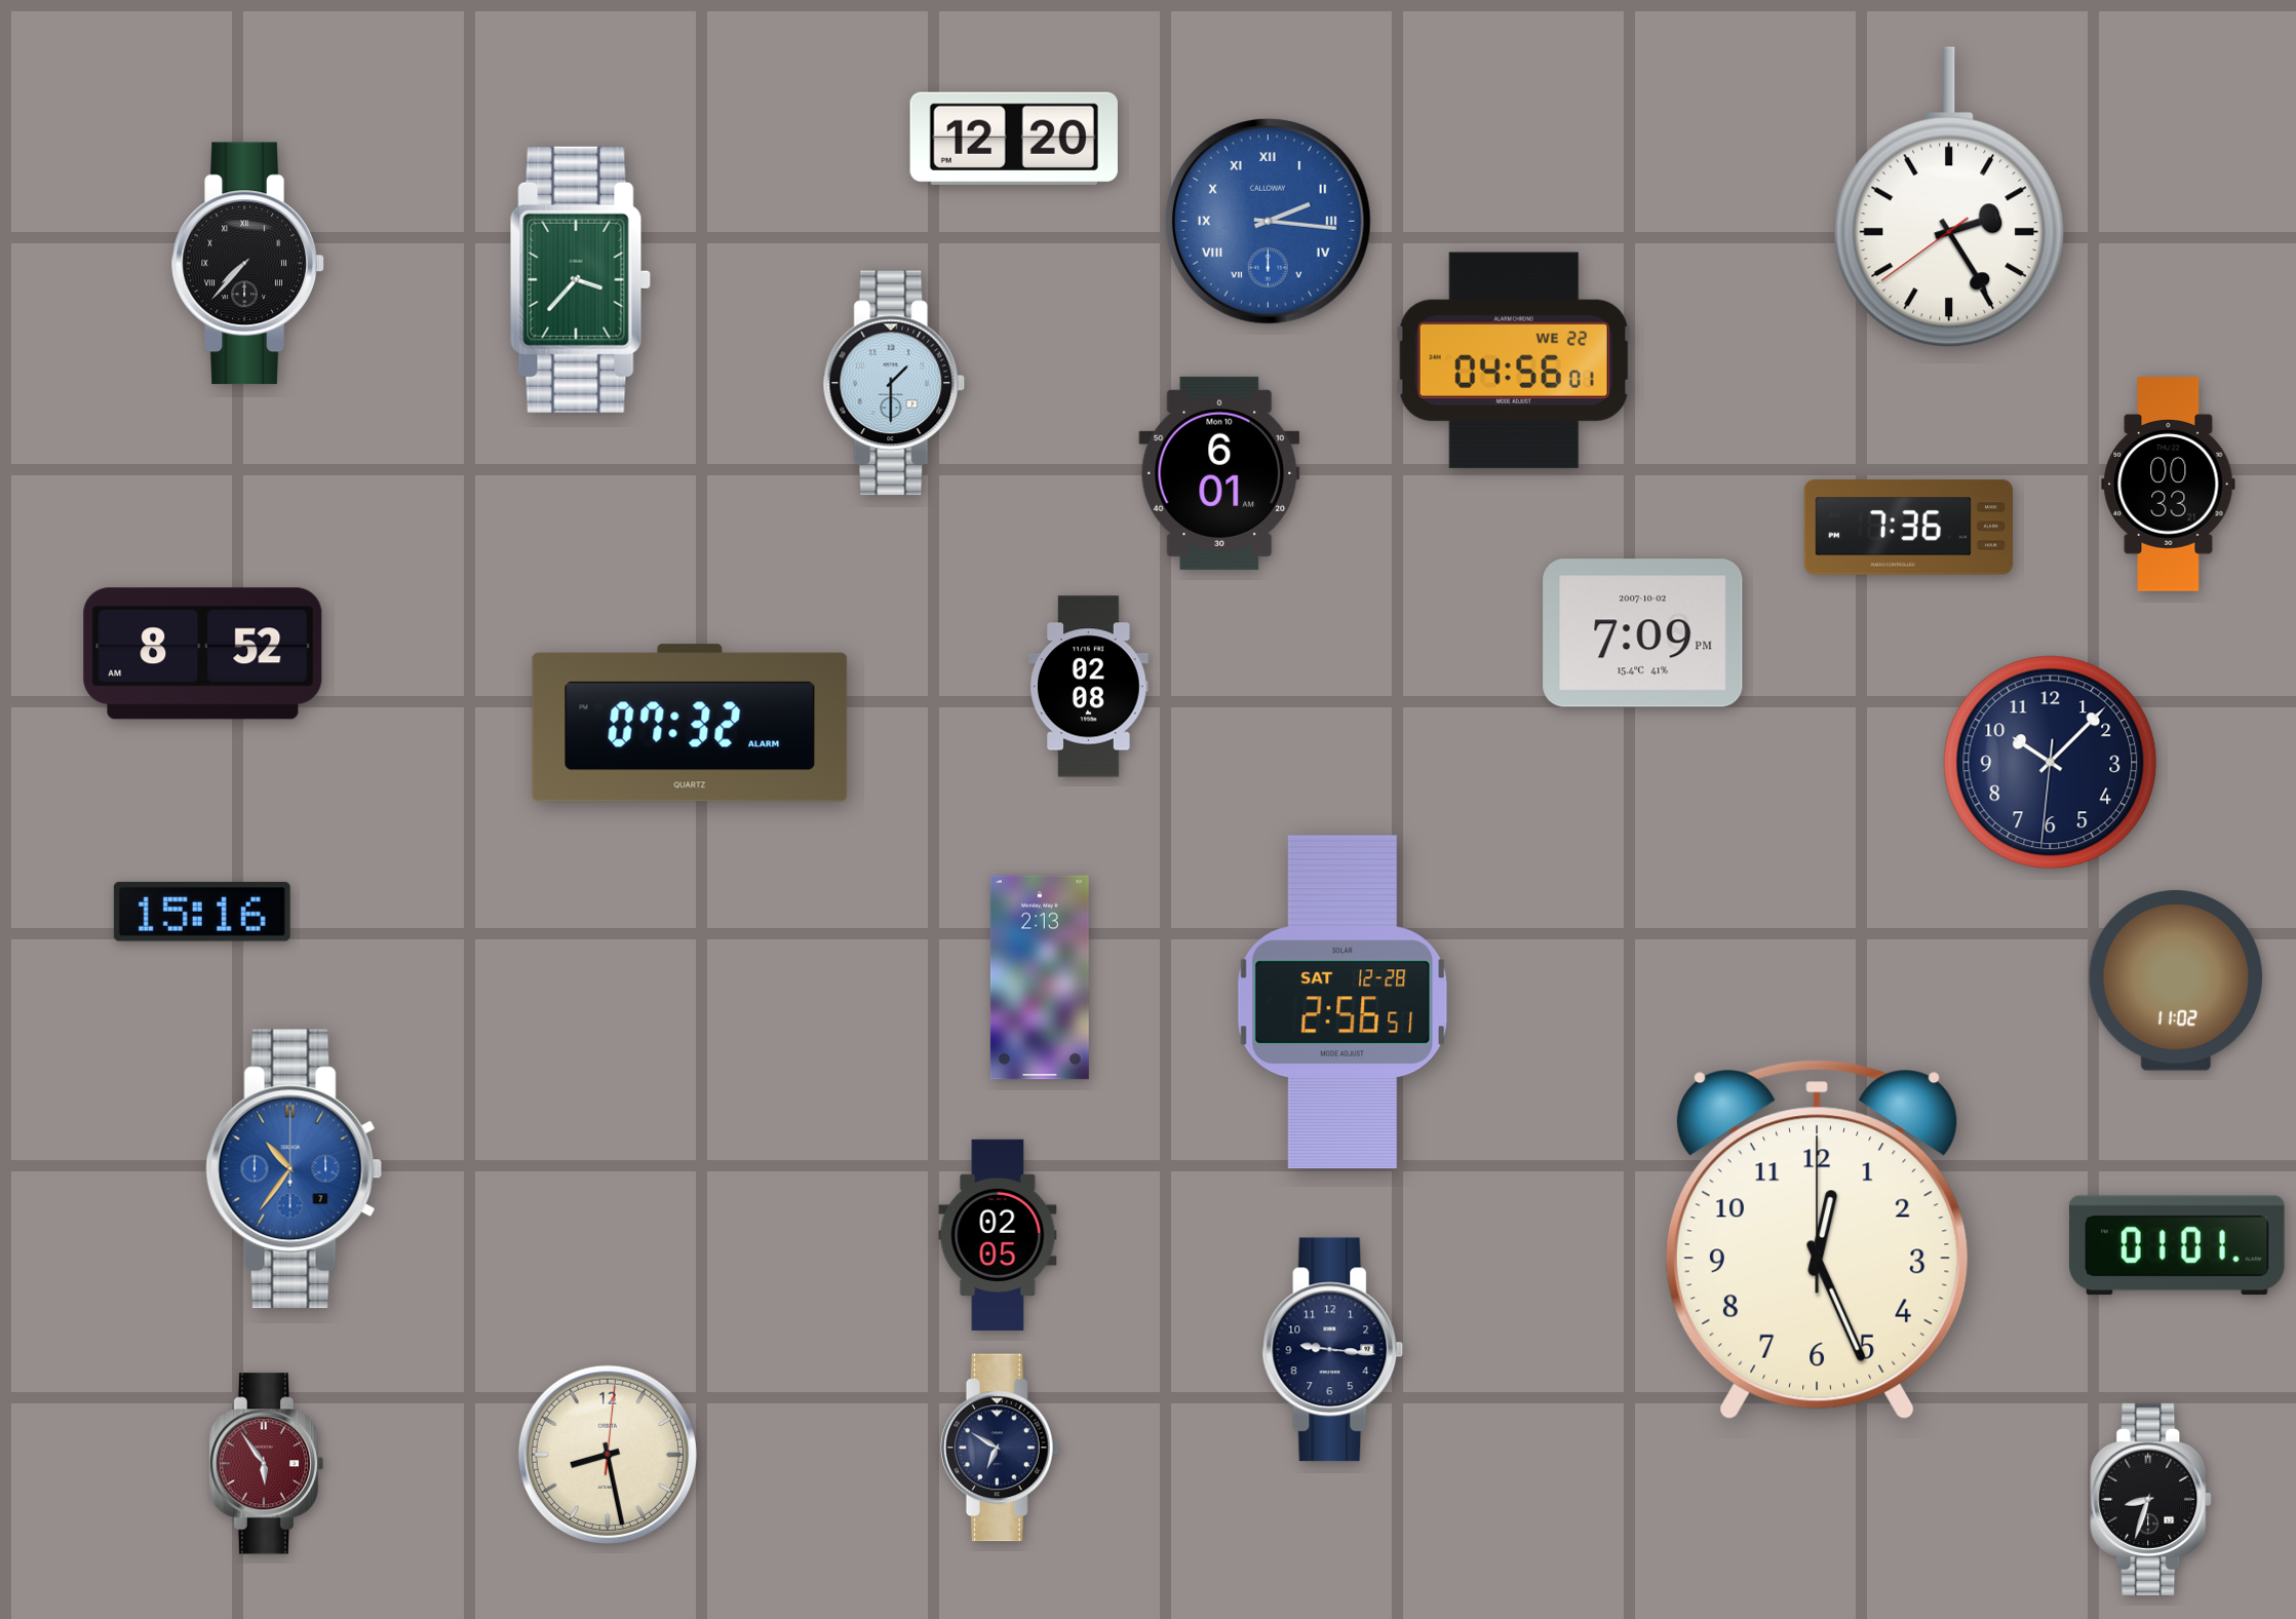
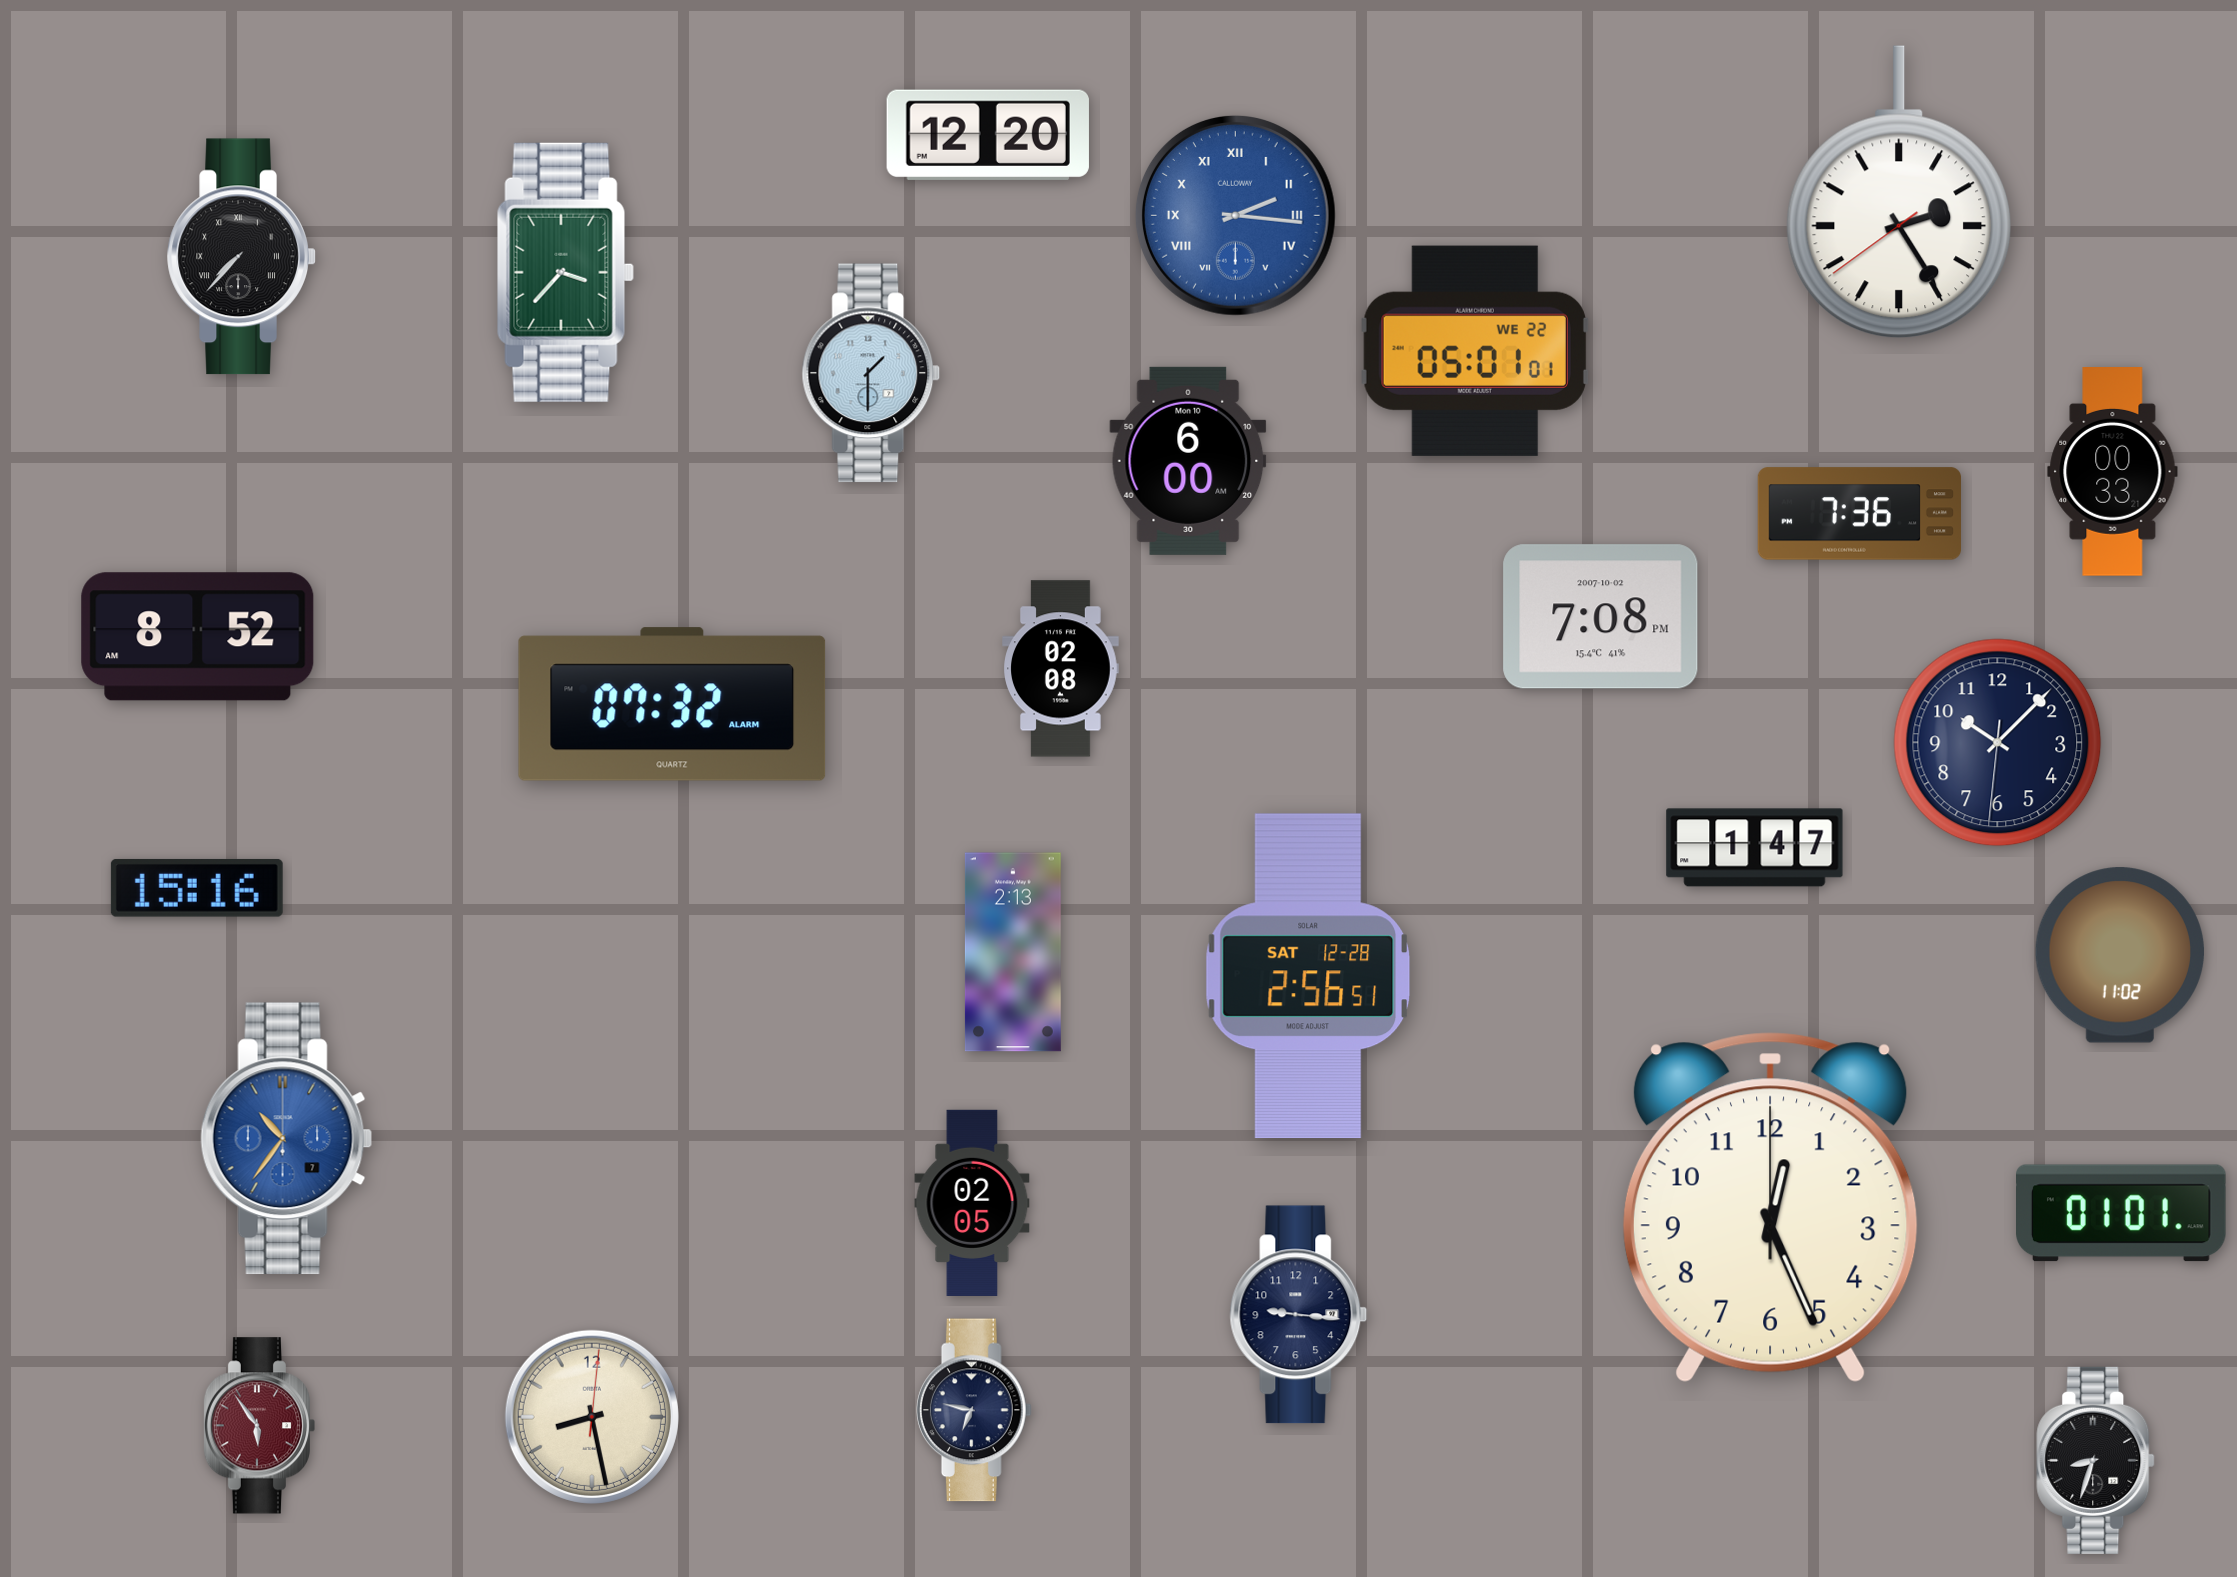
clock at (1514, 360): 04:56 -> 05:01
clock at (1219, 473): 6:01 -> 6:00
clock at (1643, 633): 7:09 -> 7:08
clock at (1755, 848): none -> 1:47
clock at (1000, 1448): 6:50 -> 6:47
